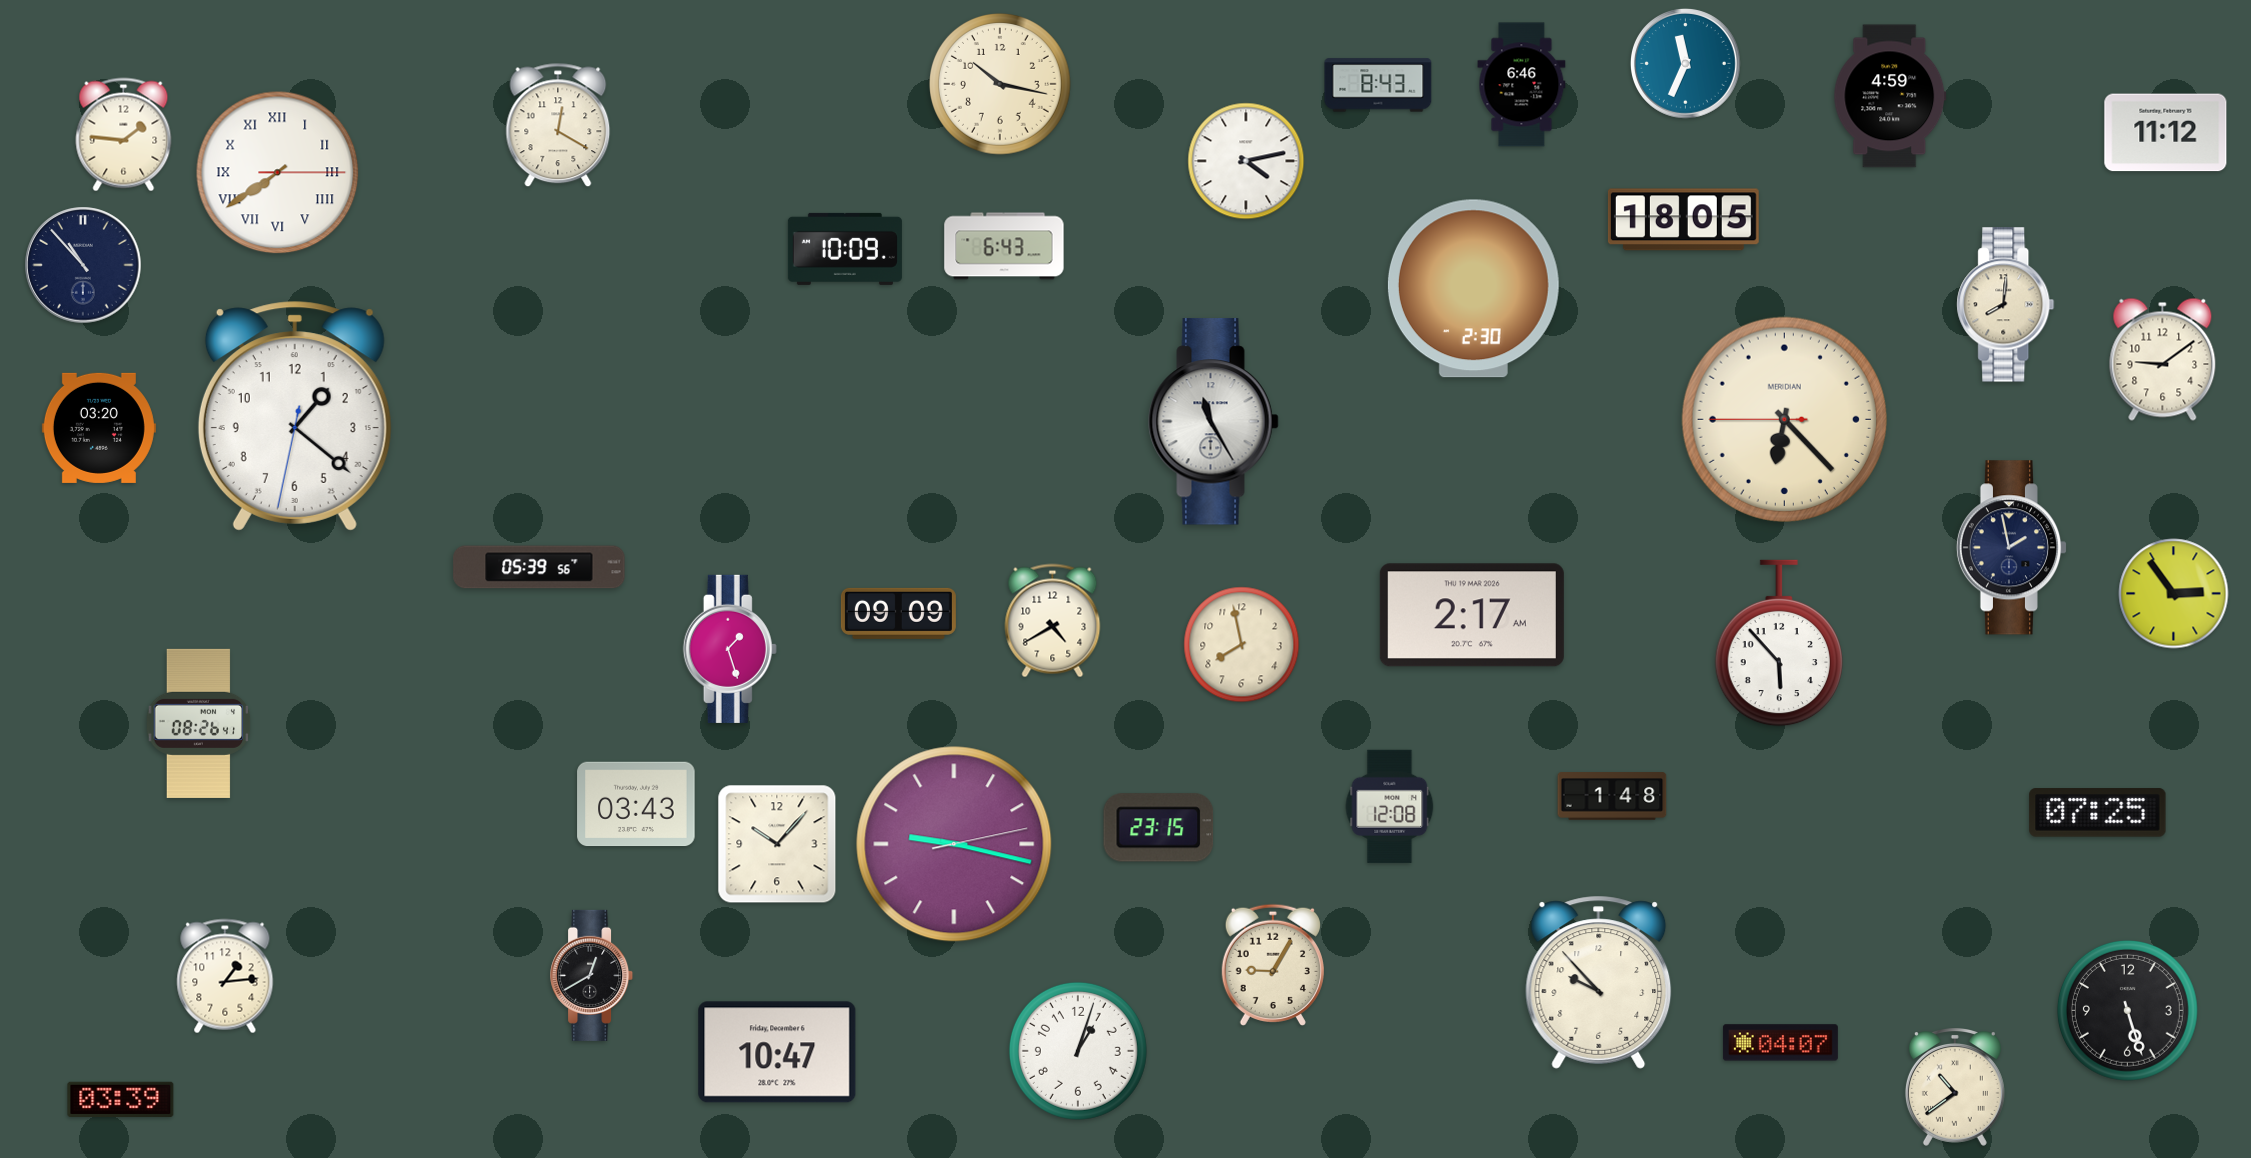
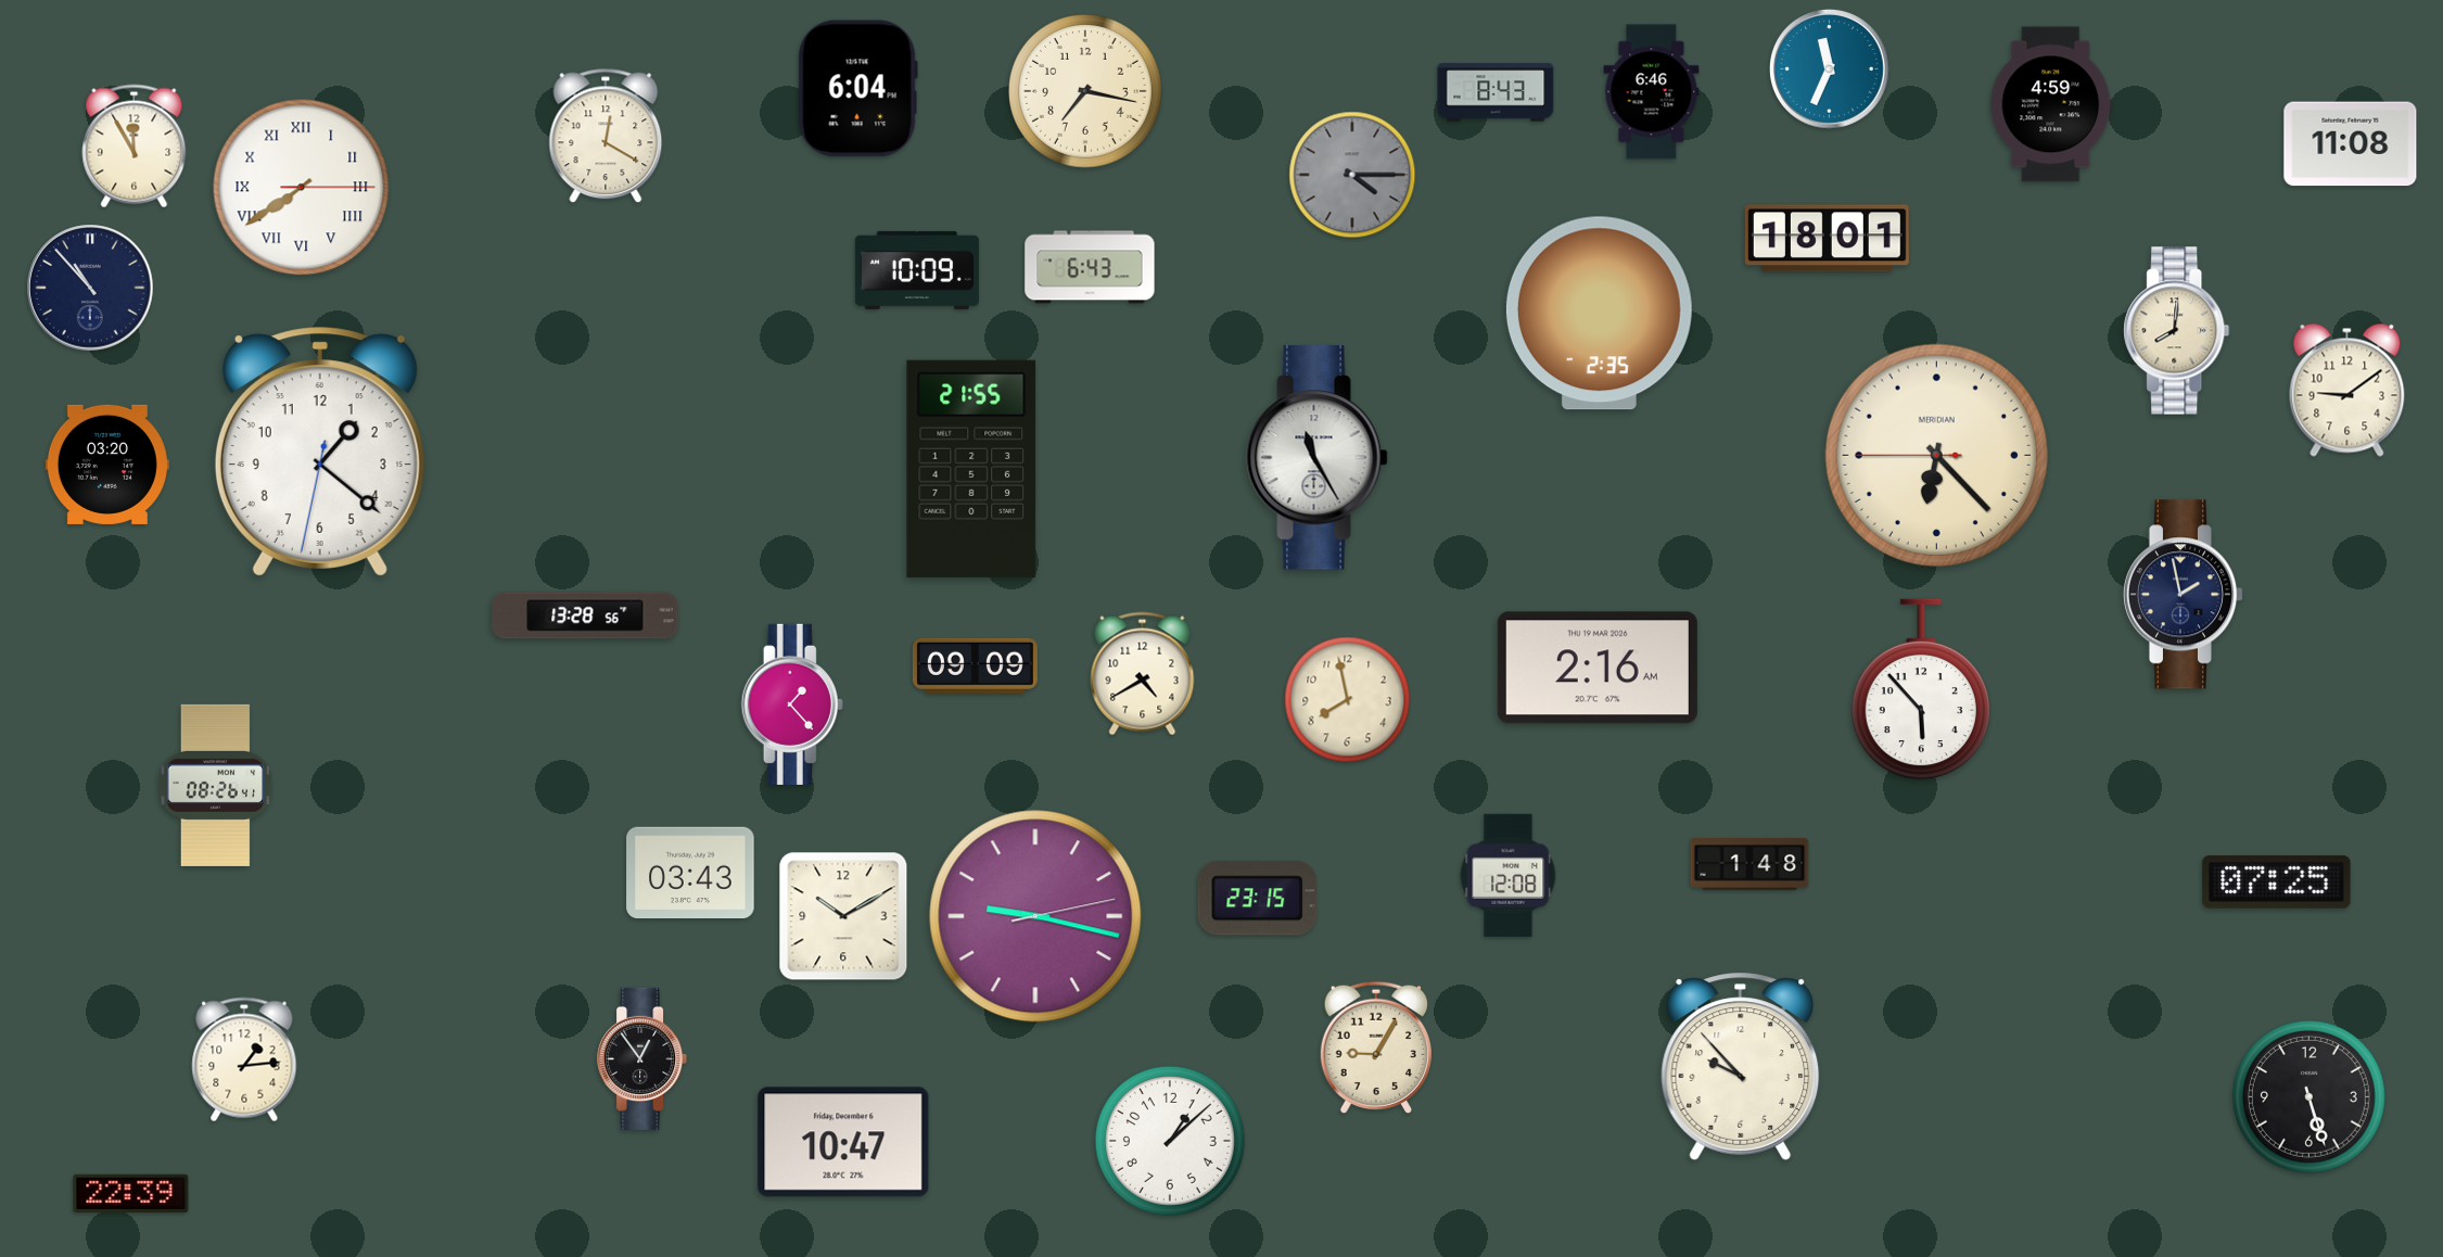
clock at (857, 89): none -> 6:04
clock at (1001, 85): 10:17 -> 7:17
clock at (2166, 133): 11:12 -> 11:08
clock at (124, 135): 1:46 -> 11:55
clock at (1246, 161): 4:13 -> 4:15
clock at (1246, 161) dial: white -> grey
clock at (1683, 220): 18:05 -> 18:01
clock at (1473, 289): 2:30 -> 2:35
clock at (971, 469): none -> 21:55
clock at (539, 567): 05:39 -> 13:28
clock at (2174, 594): 2:54 -> none
clock at (1472, 615): 2:17 -> 2:16
clock at (1779, 643) position: (1779, 643) -> (1921, 689)
clock at (730, 649): 1:27 -> 1:23
clock at (777, 844): 10:07 -> 10:10
clock at (1273, 964) position: (1273, 964) -> (1376, 1046)
clock at (592, 975): 12:40 -> 12:54
clock at (1599, 982) position: (1599, 982) -> (1741, 1066)
clock at (1780, 1043): 04:07 -> none
clock at (1078, 1051): 1:03 -> 1:08
clock at (1955, 1088): 10:39 -> none
clock at (121, 1099): 03:39 -> 22:39
